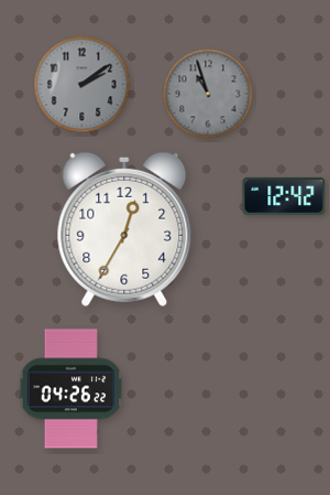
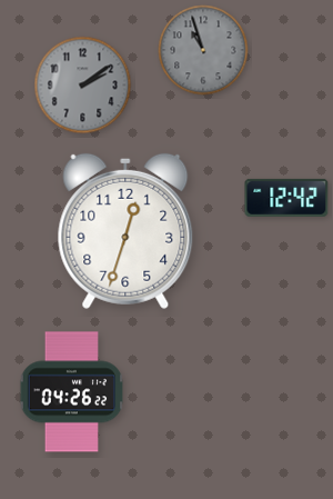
clock at (208, 94) position: (208, 94) -> (203, 50)
clock at (124, 229): 12:35 -> 12:33
